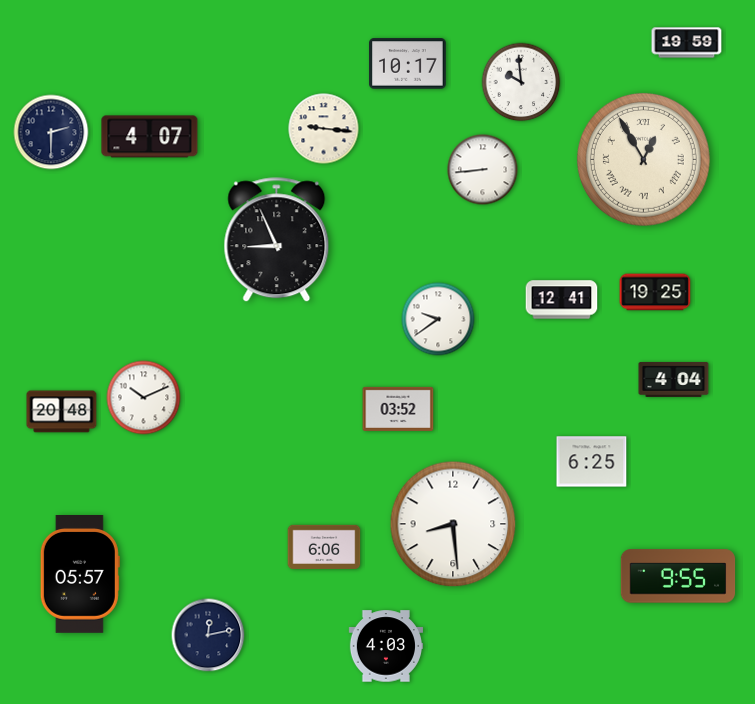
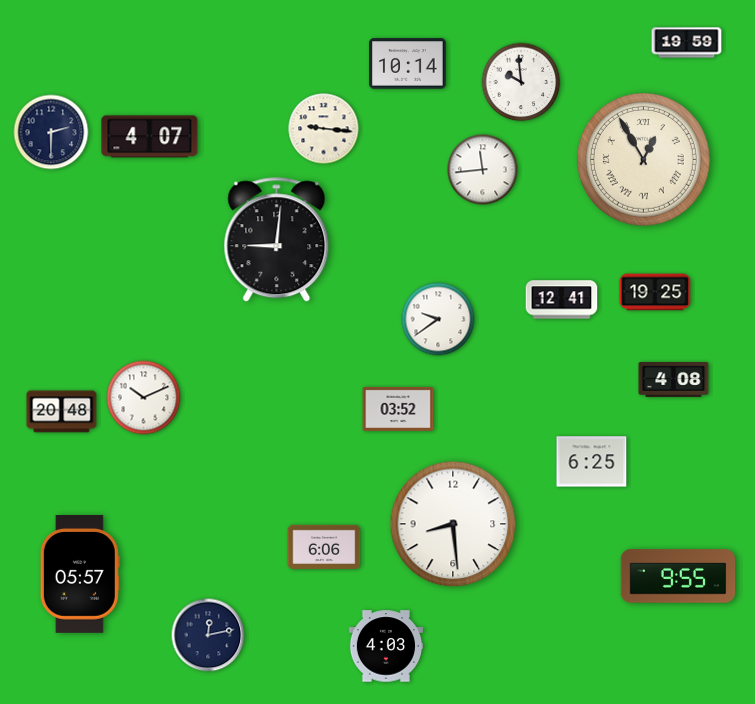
clock at (408, 64): 10:17 -> 10:14
clock at (483, 170): 8:44 -> 11:44
clock at (277, 240): 8:56 -> 9:01
clock at (674, 379): 4:04 -> 4:08
